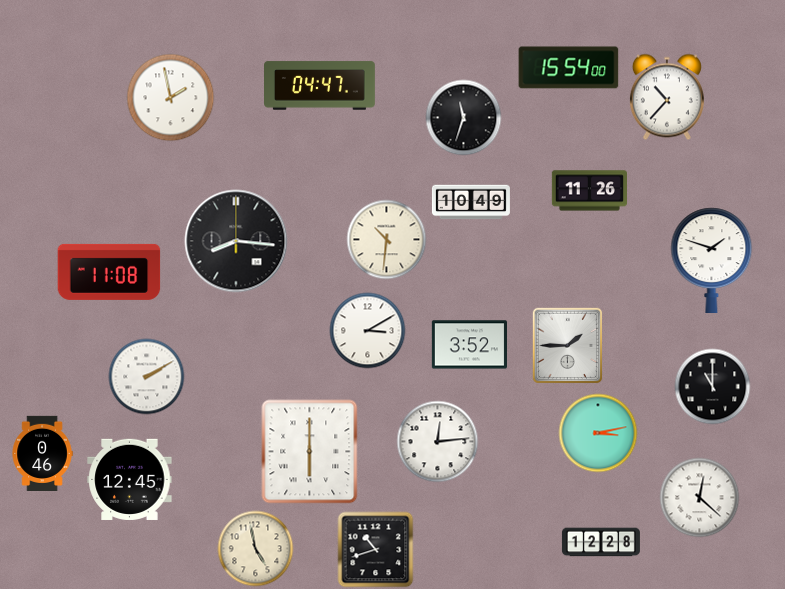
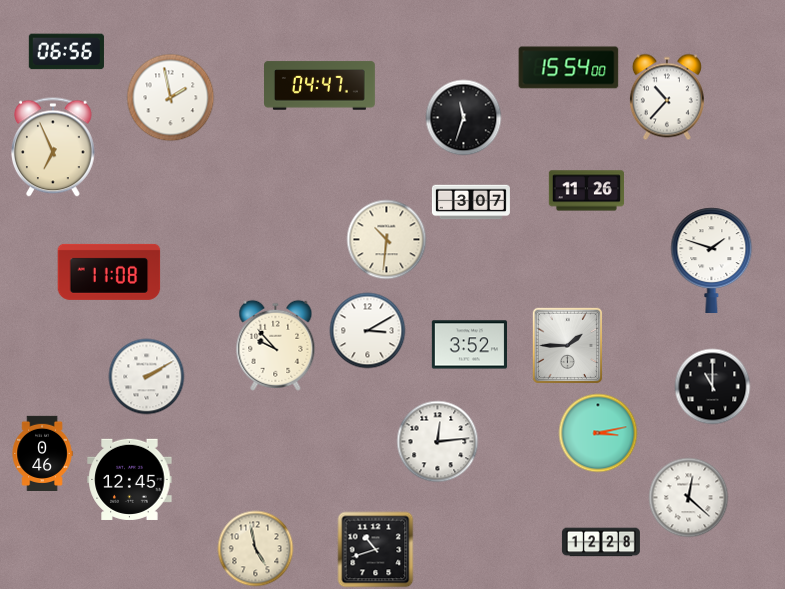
clock at (66, 52): none -> 06:56
clock at (54, 147): none -> 6:56
clock at (589, 191) position: (589, 191) -> (586, 191)
clock at (471, 202): 10:49 -> 3:07
clock at (236, 241): 8:16 -> none
clock at (276, 345): none -> 9:53
clock at (310, 452): 6:00 -> none
clock at (700, 498) position: (700, 498) -> (689, 498)
